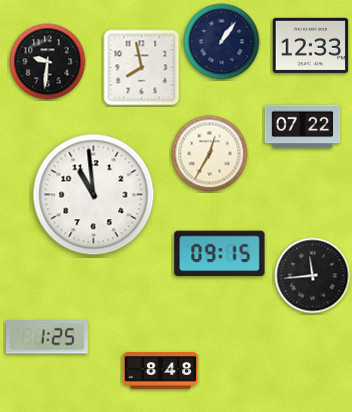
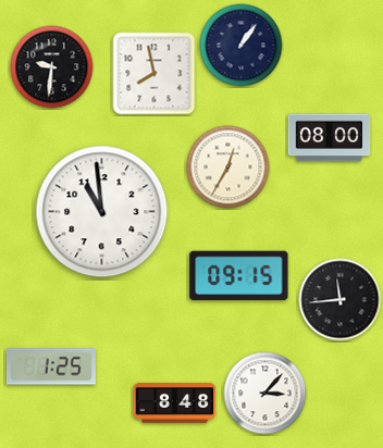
clock at (311, 45): 12:33 -> none
clock at (303, 127): 07:22 -> 08:00
clock at (265, 394): none -> 3:07
